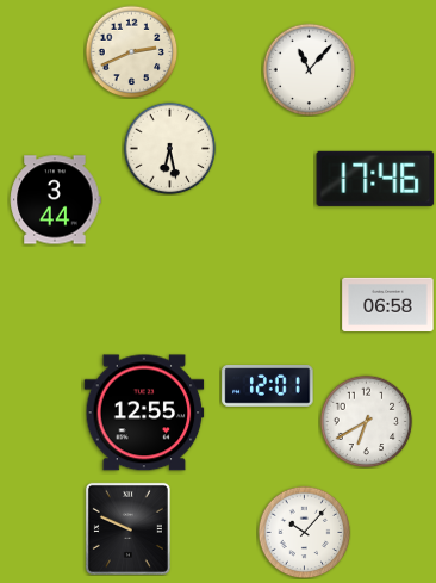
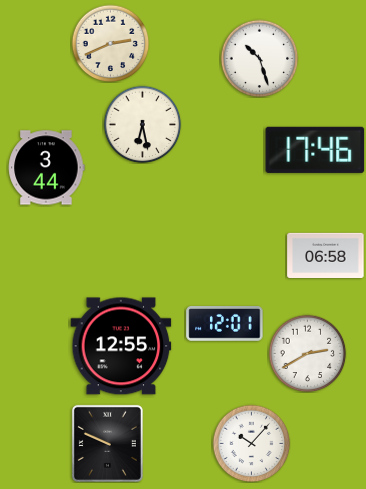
clock at (309, 69): 11:07 -> 10:27
clock at (366, 421): 6:40 -> 2:40
clock at (304, 532) position: (304, 532) -> (251, 443)
